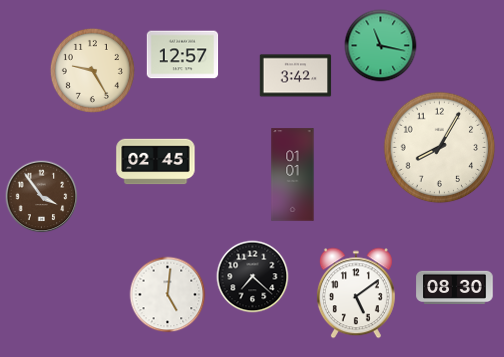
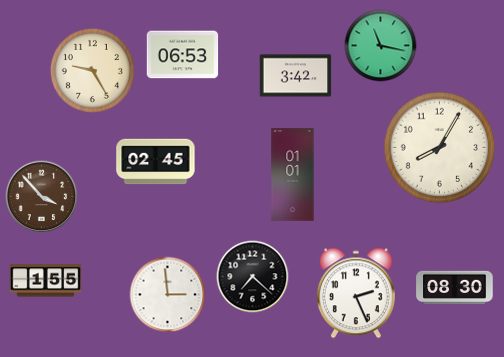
clock at (183, 55): 12:57 -> 06:53
clock at (42, 197): 3:54 -> 3:53
clock at (46, 281): none -> 1:55
clock at (356, 293): 5:09 -> 2:26
clock at (168, 295): 5:01 -> 2:59
